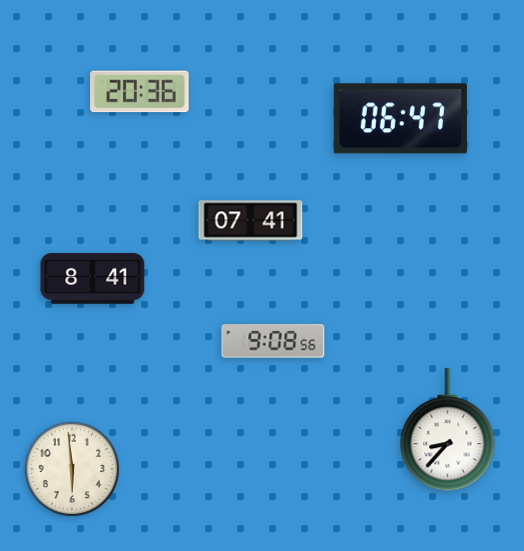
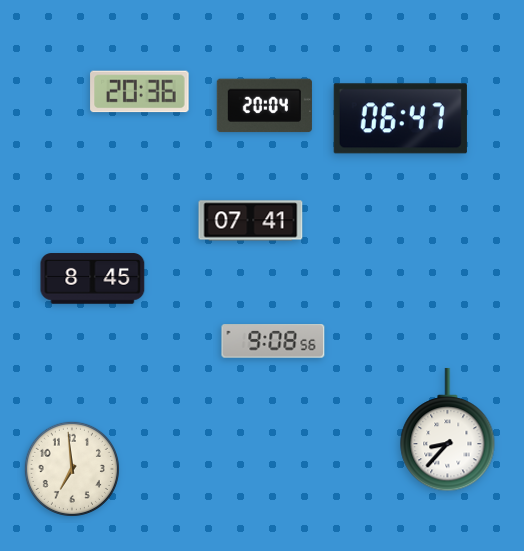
clock at (264, 106): none -> 20:04
clock at (93, 279): 8:41 -> 8:45
clock at (72, 469): 5:59 -> 6:59
